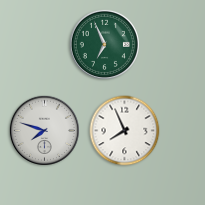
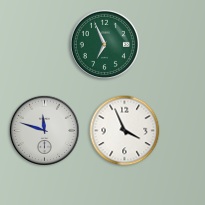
clock at (44, 130): 7:48 -> 11:48
clock at (125, 131): 7:56 -> 3:56
